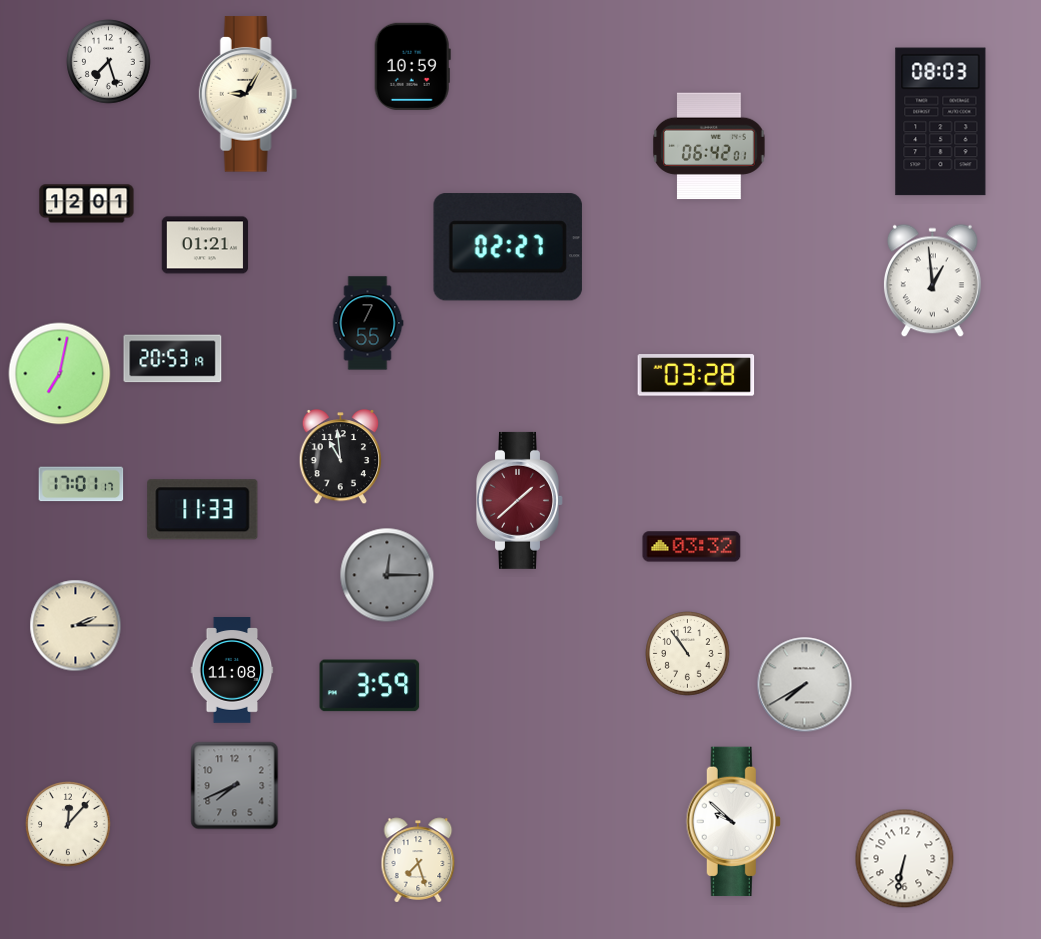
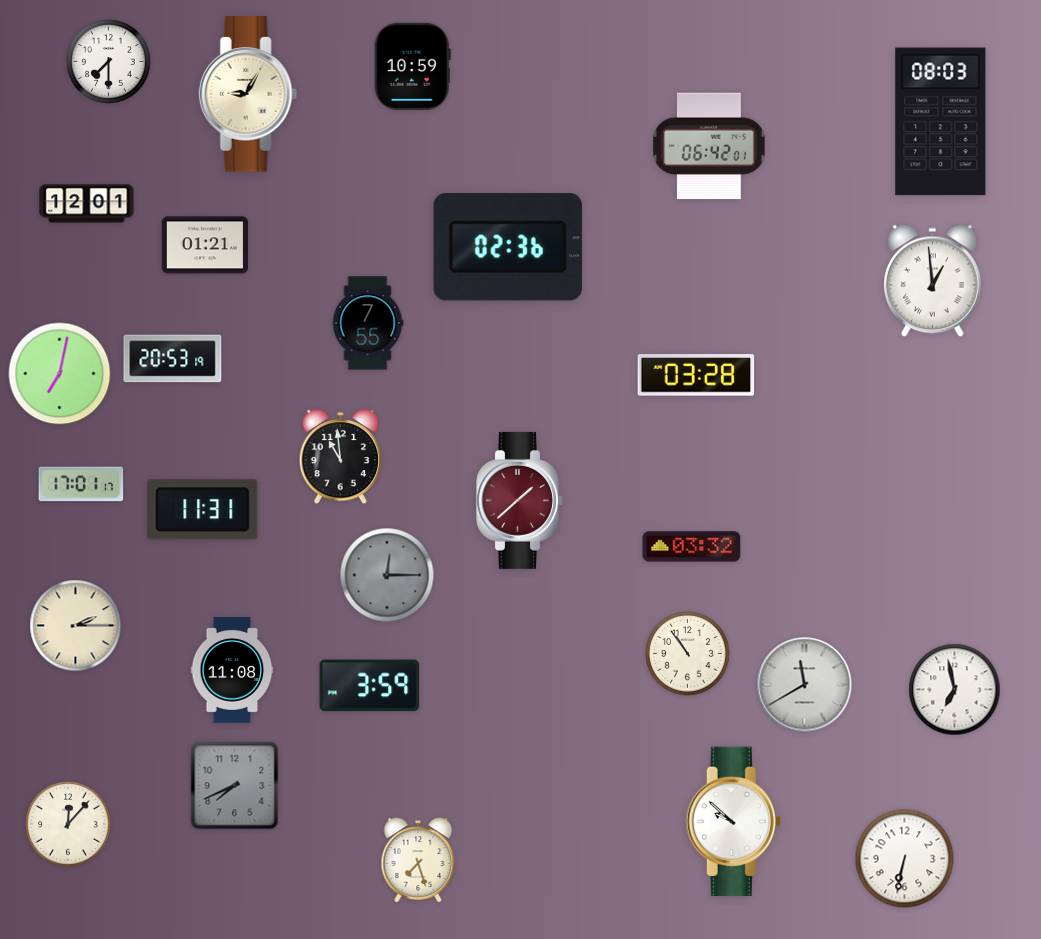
clock at (109, 62): 7:27 -> 7:30
clock at (508, 247): 02:27 -> 02:36
clock at (203, 510): 11:33 -> 11:31
clock at (805, 685): 7:40 -> 11:40
clock at (955, 690): none -> 6:58
